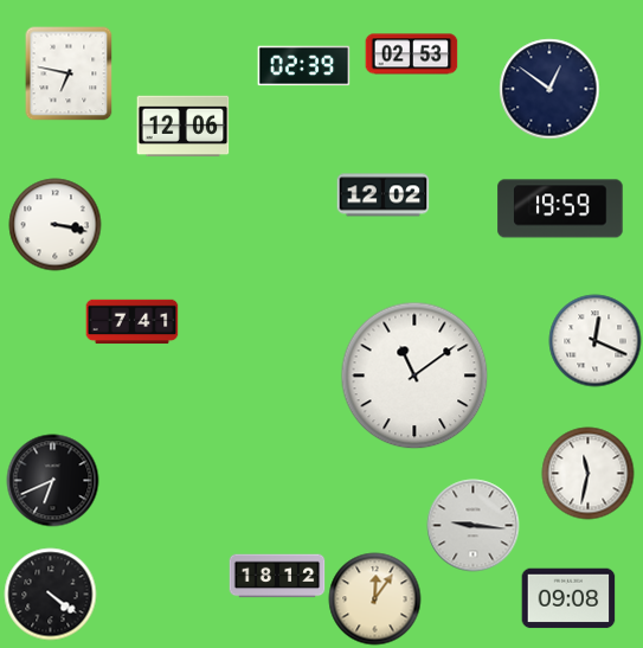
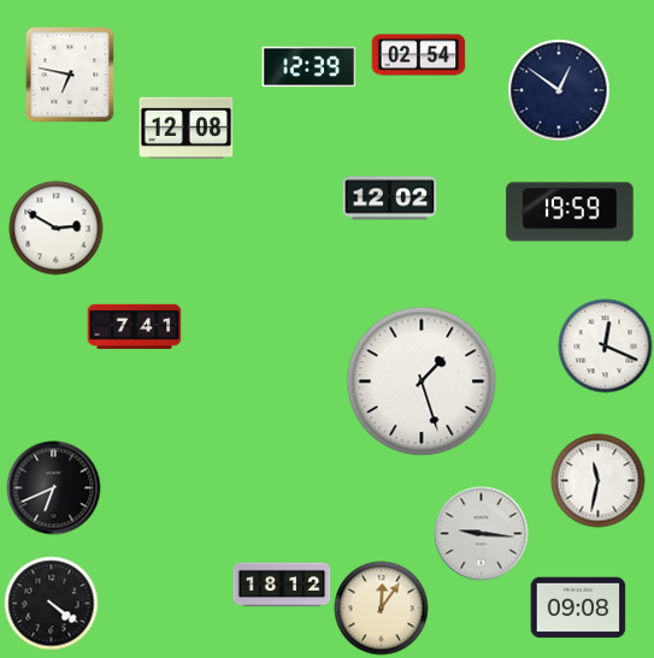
clock at (411, 54): 02:53 -> 02:54
clock at (303, 66): 02:39 -> 12:39
clock at (182, 127): 12:06 -> 12:08
clock at (54, 224): 3:17 -> 2:50
clock at (414, 376): 11:09 -> 1:27
